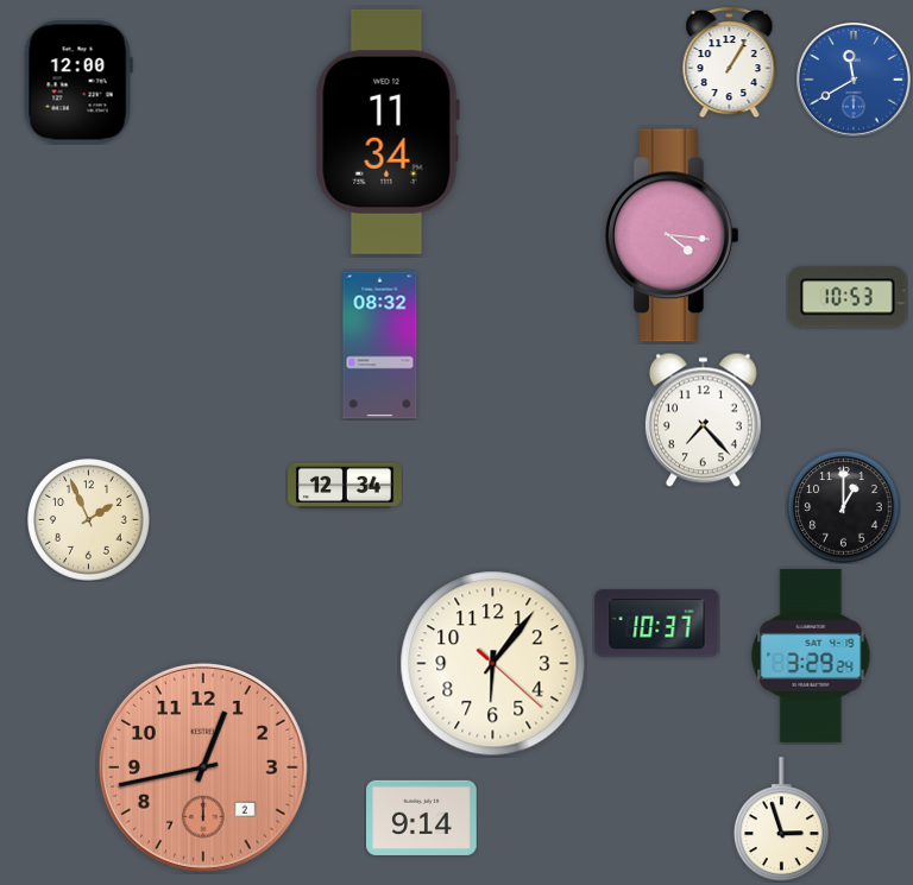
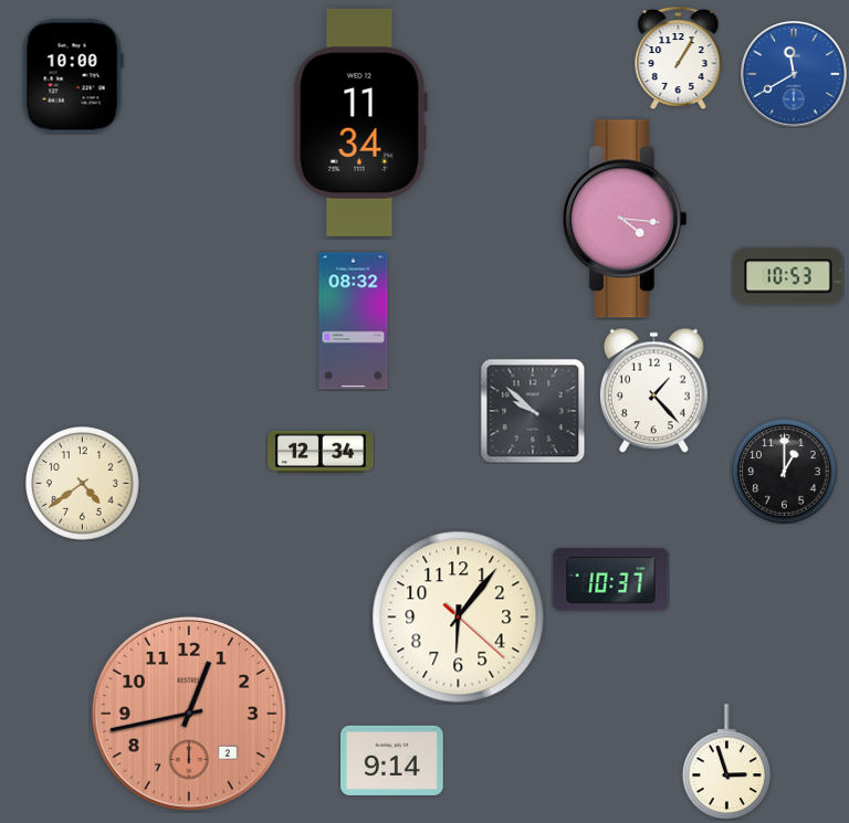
clock at (78, 82): 12:00 -> 10:00
clock at (703, 419): 7:23 -> 1:23
clock at (533, 411): none -> 9:52
clock at (89, 520): 1:56 -> 4:39
clock at (811, 656): 3:29 -> none
